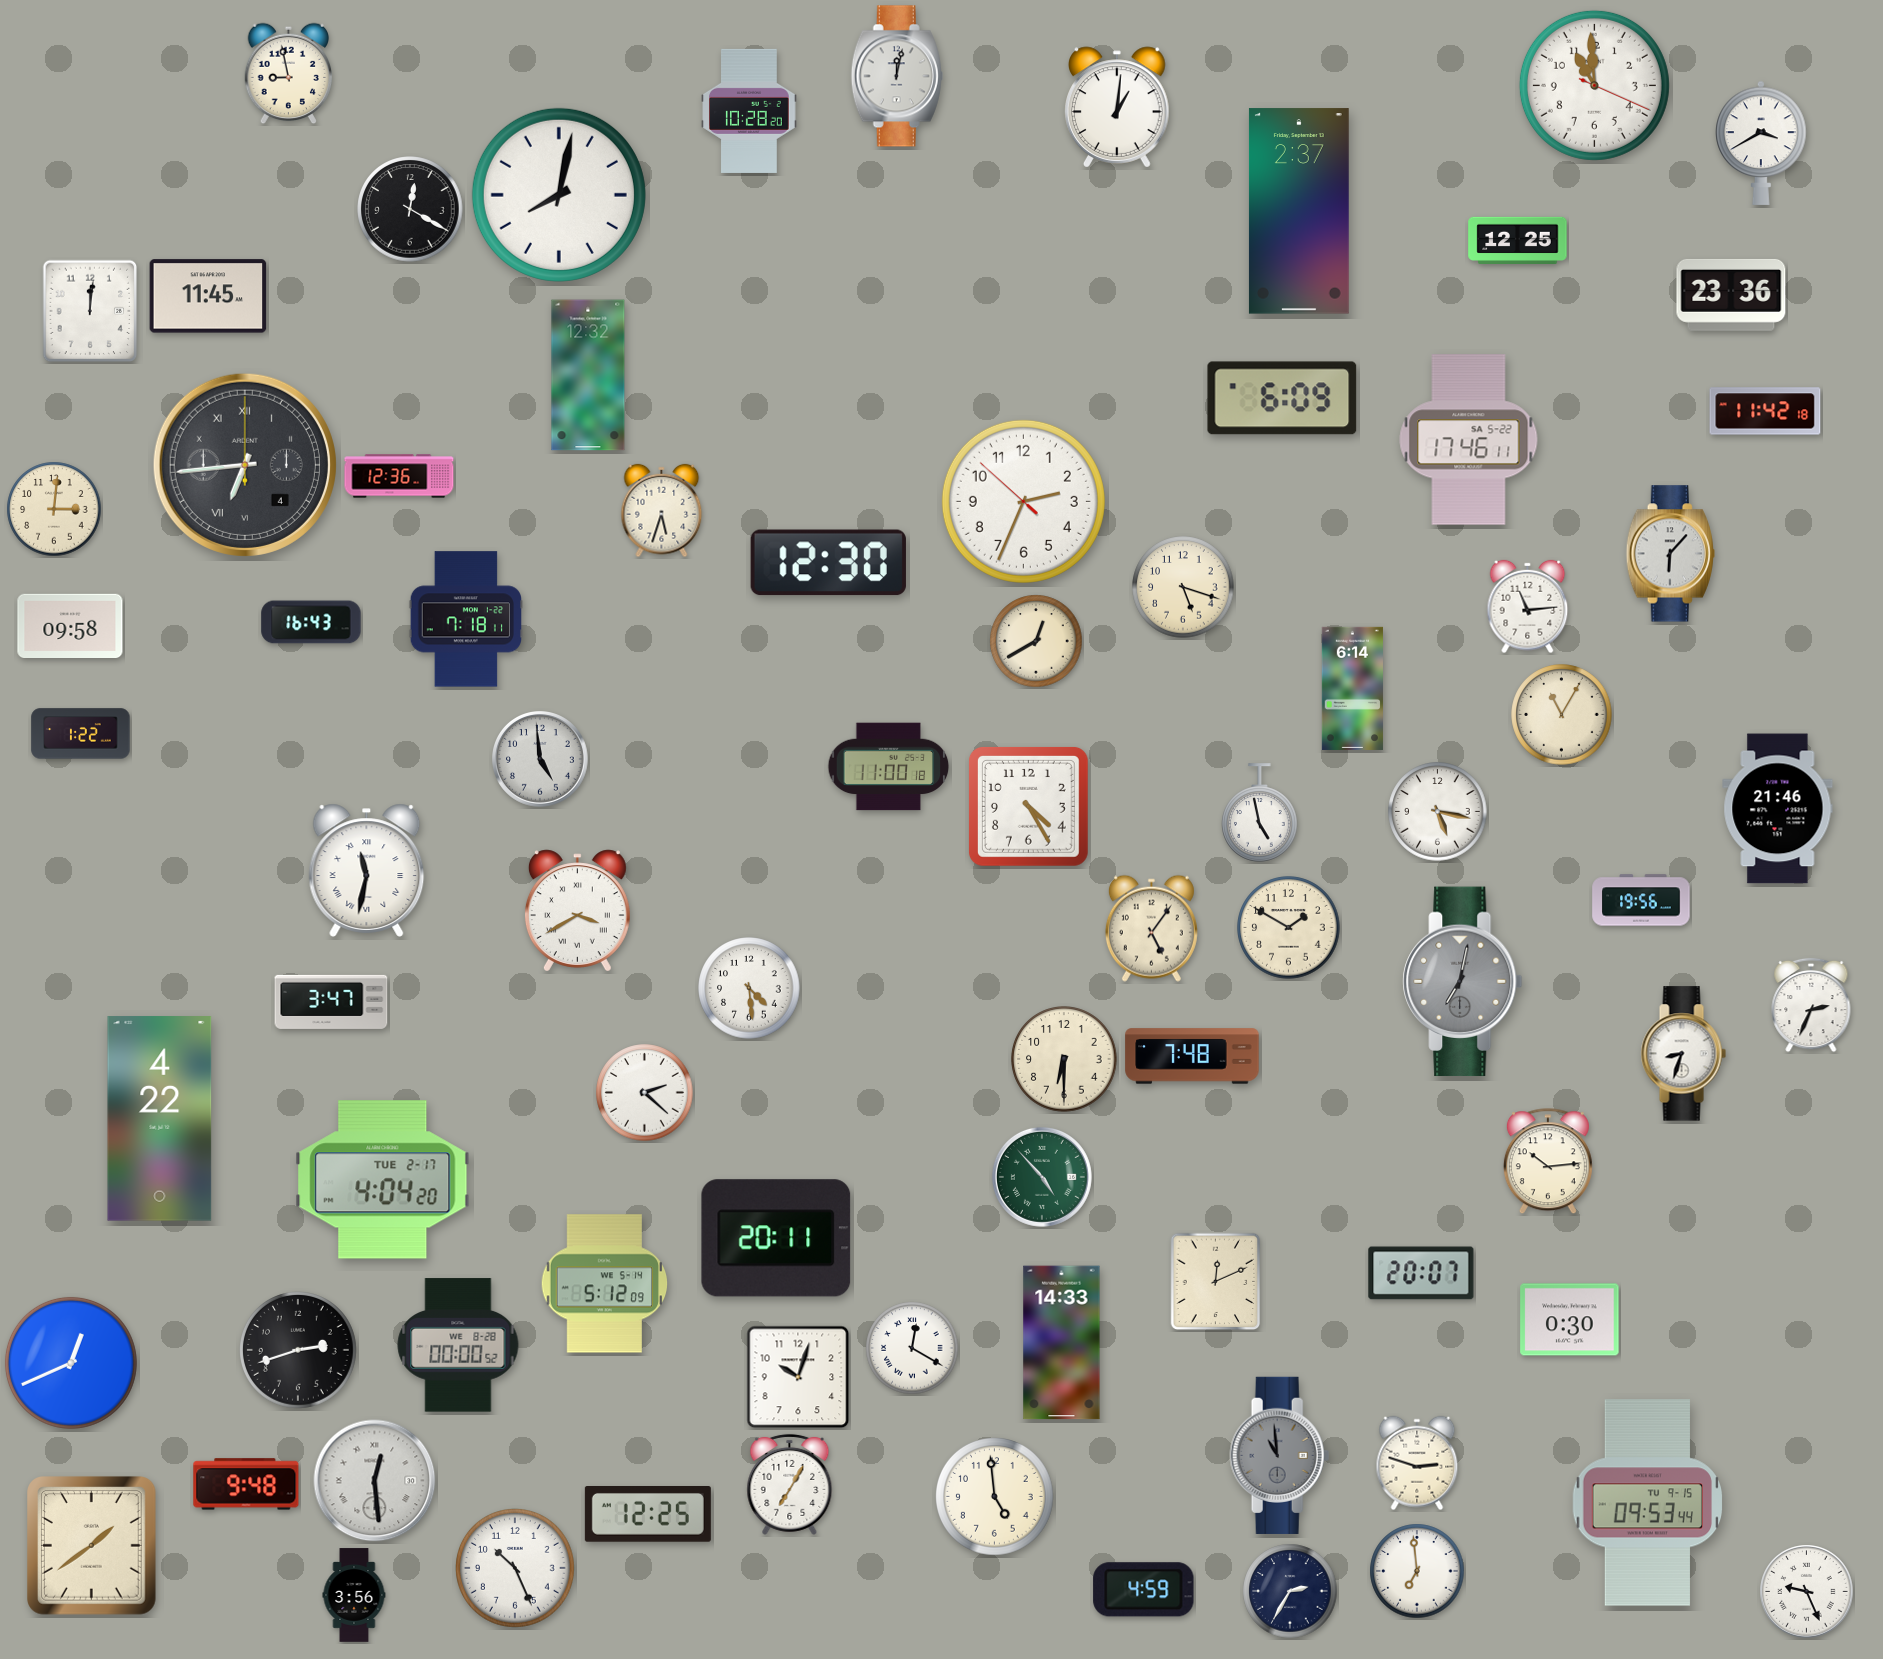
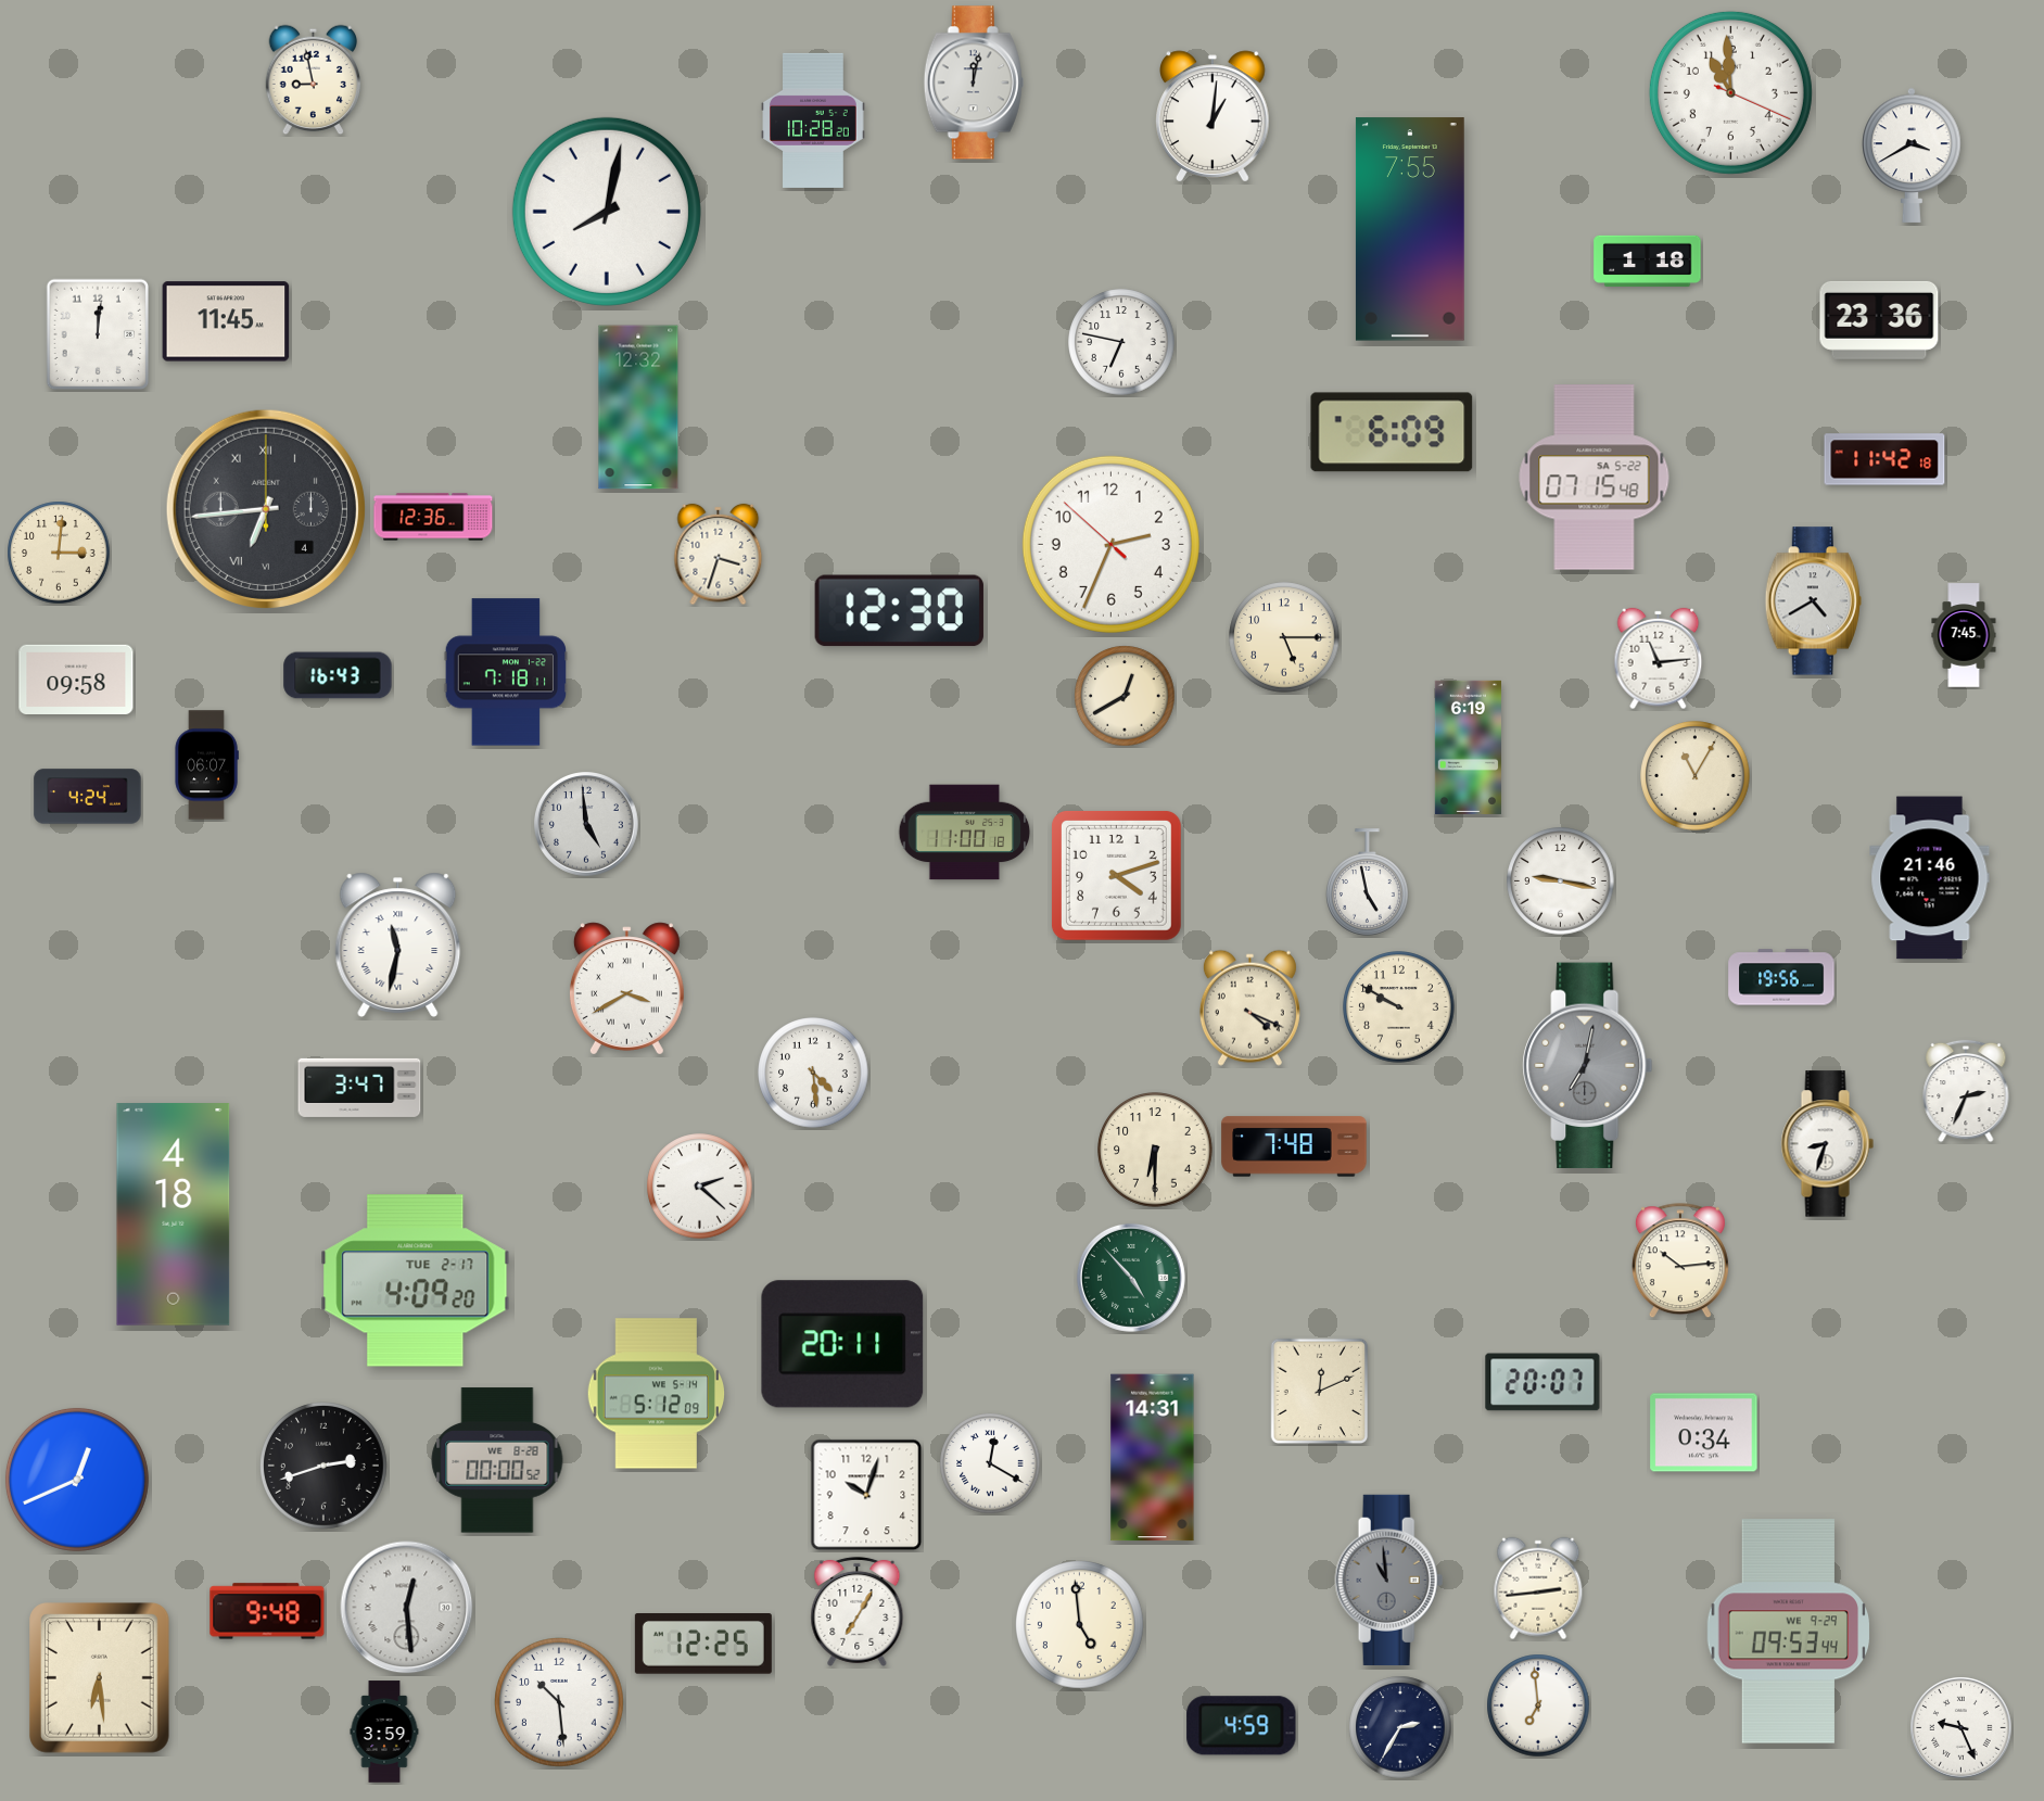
clock at (410, 209): 12:20 -> none
clock at (1299, 211): 2:37 -> 7:55
clock at (1518, 240): 12:25 -> 1:18
clock at (90, 311) position: (90, 311) -> (98, 334)
clock at (1121, 342): none -> 6:47
clock at (1765, 411) position: (1765, 411) -> (1884, 459)
clock at (1469, 440): 17:46 -> 07:15
clock at (245, 465) position: (245, 465) -> (266, 509)
clock at (662, 511): 5:33 -> 3:33
clock at (1670, 554): 6:07 -> 4:40
clock at (1964, 635): none -> 7:45
clock at (1183, 587): 5:18 -> 5:15
clock at (1352, 688): 6:14 -> 6:19
clock at (206, 765): none -> 06:07
clock at (81, 734): 1:22 -> 4:24
clock at (1028, 806): 4:25 -> 4:12
clock at (1438, 812): 5:17 -> 9:17
clock at (1151, 928): 5:06 -> 4:19
clock at (1289, 928): 1:50 -> 9:50
clock at (160, 1119): 4:22 -> 4:18
clock at (383, 1180): 4:04 -> 4:09
clock at (1570, 1320): 0:30 -> 0:34
clock at (1062, 1343): 14:33 -> 14:31
clock at (1417, 1463): 2:48 -> 2:44
clock at (1648, 1503) date: TU 9-15 -> WE 9-29
clock at (92, 1546): 1:39 -> 6:29
clock at (516, 1569): 10:26 -> 10:29
clock at (354, 1595): 3:56 -> 3:59
